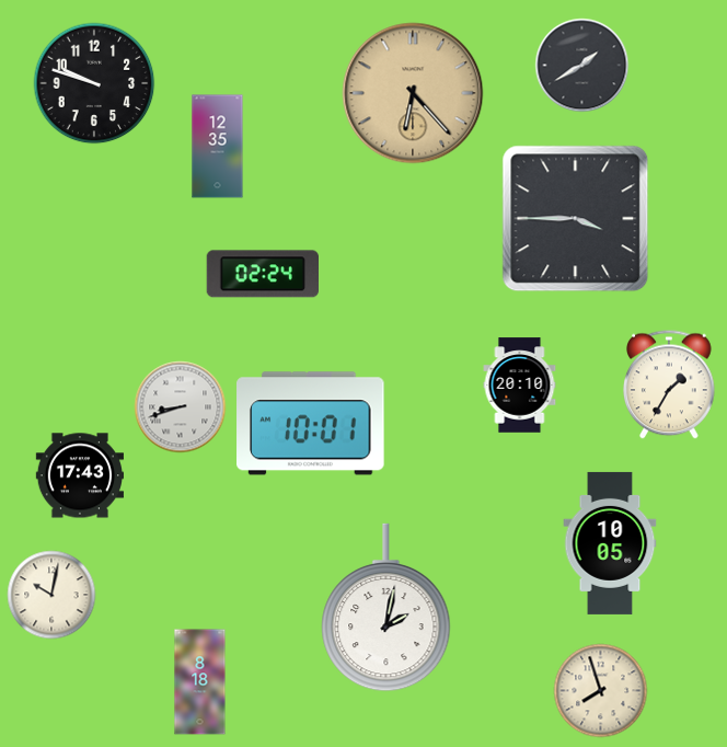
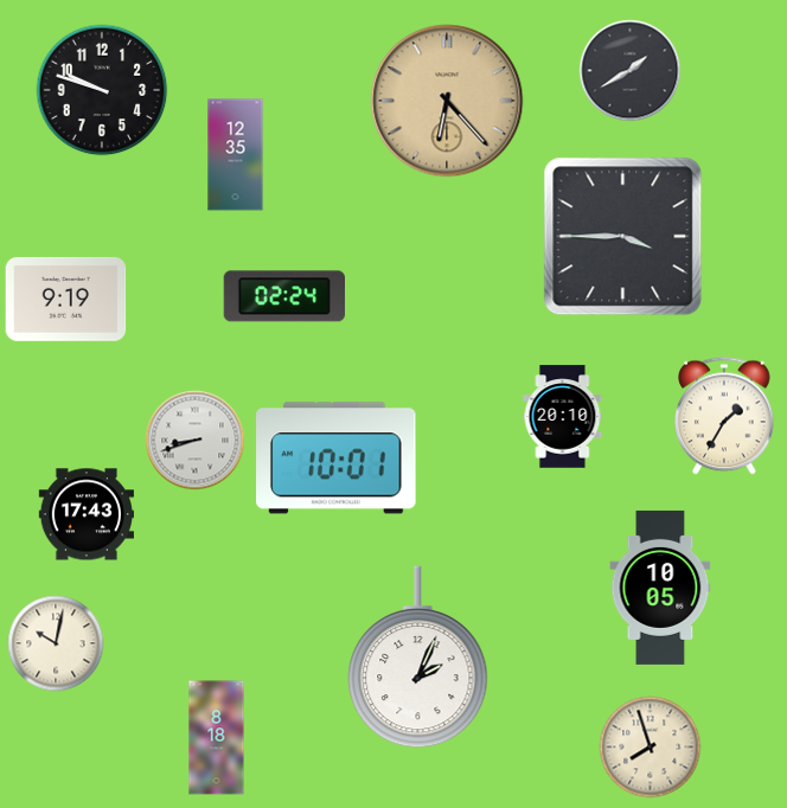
clock at (218, 147) position: (218, 147) -> (236, 155)
clock at (66, 299): none -> 9:19
clock at (386, 608): 2:02 -> 2:04
